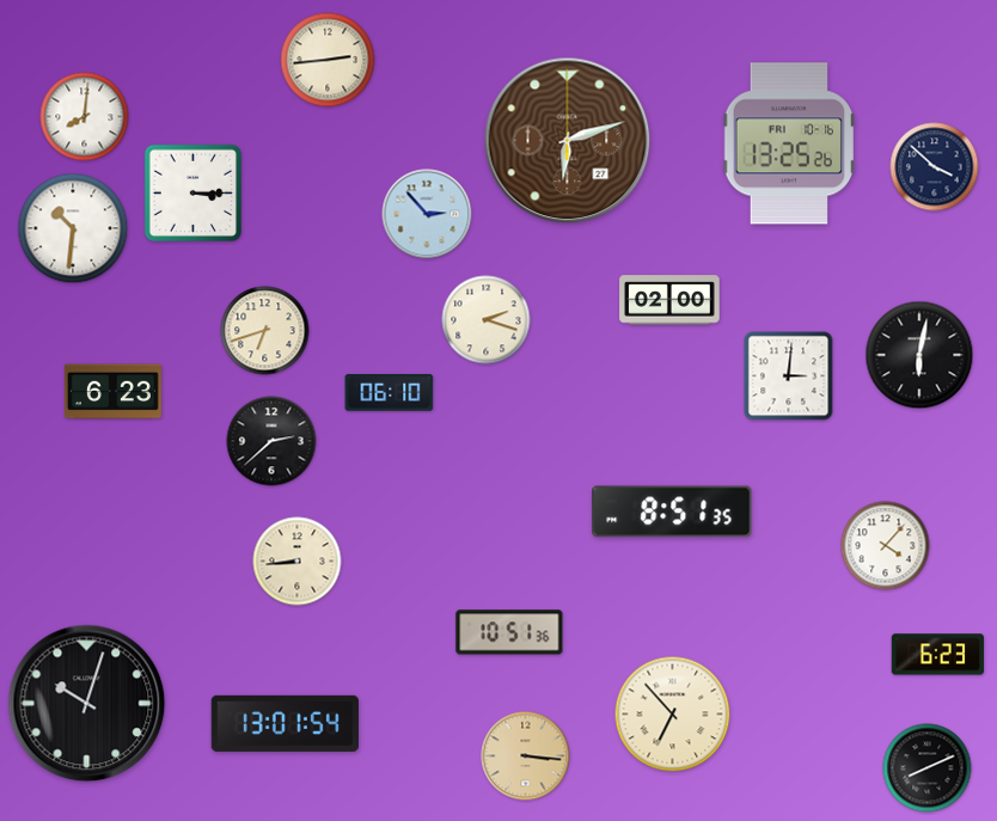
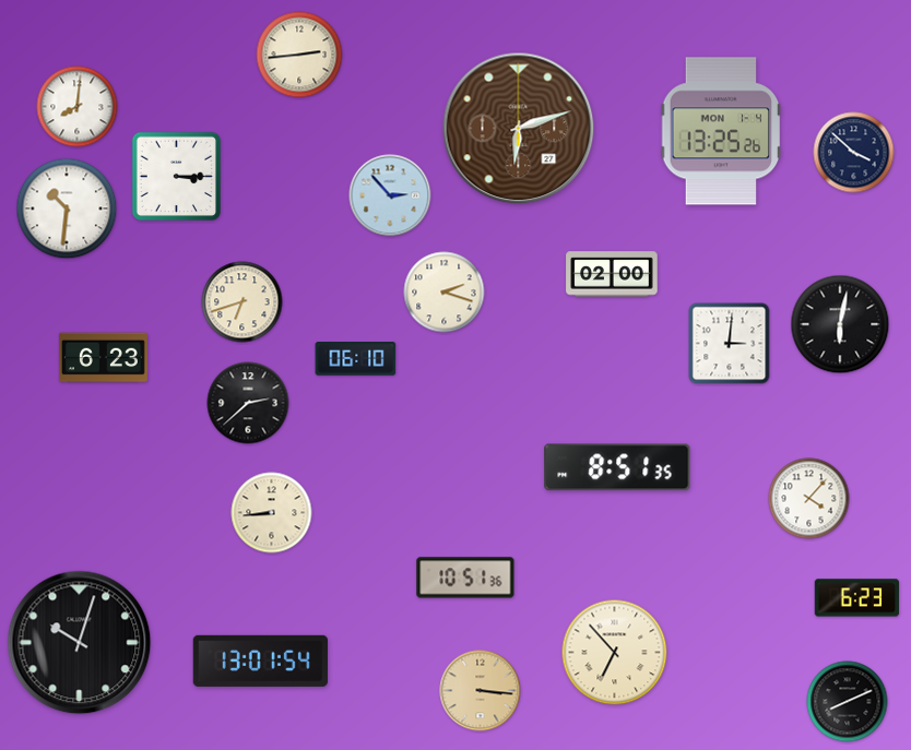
clock at (789, 143) date: FRI 10-16 -> MON 1-4
clock at (789, 376) position: (789, 376) -> (730, 344)
clock at (672, 511) position: (672, 511) -> (617, 467)
